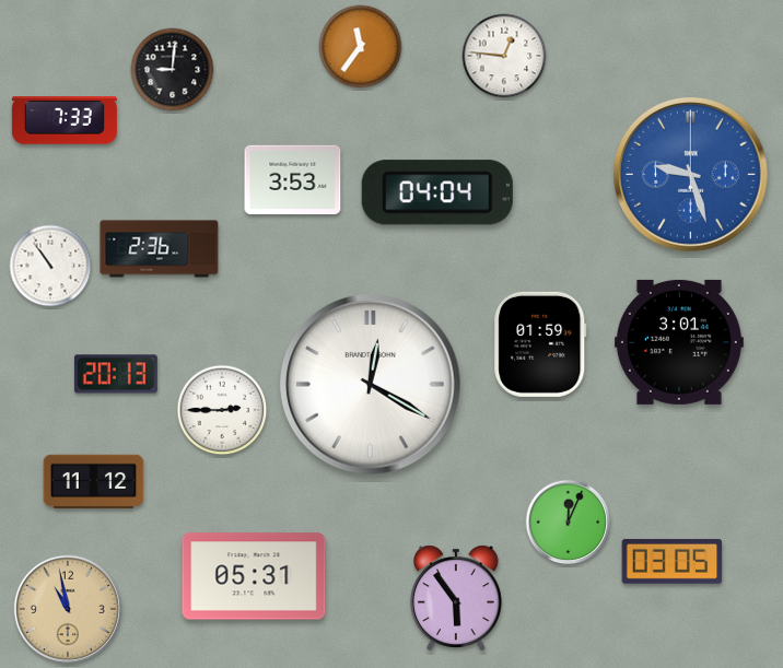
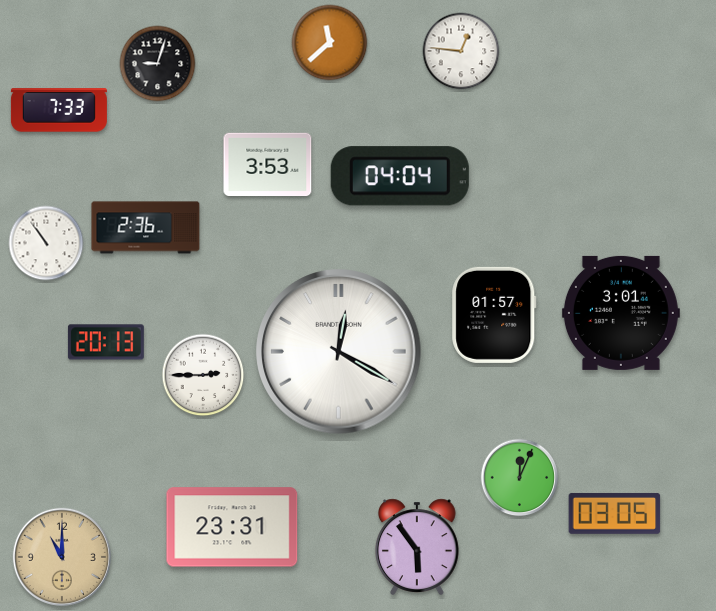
clock at (361, 47): 11:36 -> 11:38
clock at (173, 70): 9:01 -> 9:03
clock at (690, 174): 9:27 -> none
clock at (540, 344): 01:59 -> 01:57
clock at (94, 482): 11:12 -> none
clock at (254, 576): 05:31 -> 23:31
clock at (68, 609): 10:58 -> 11:00
